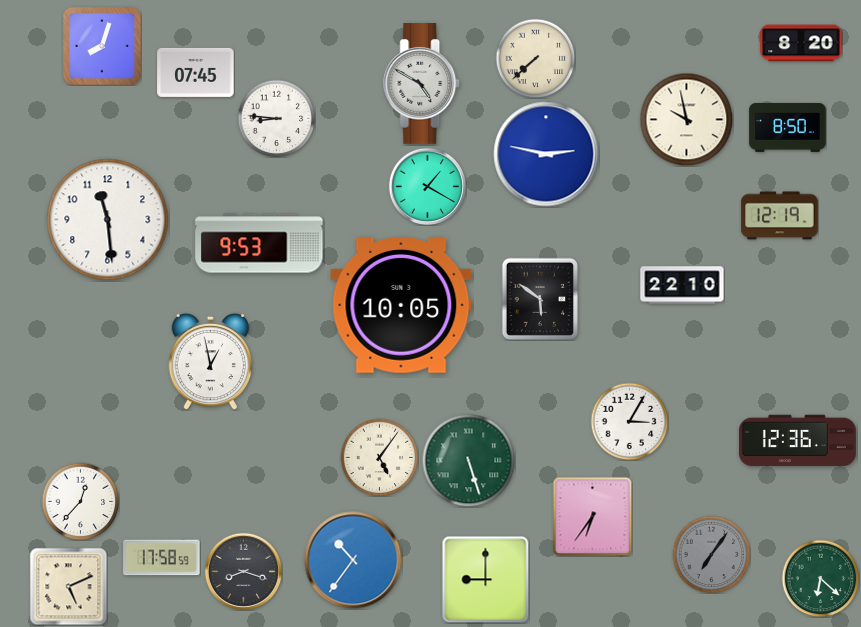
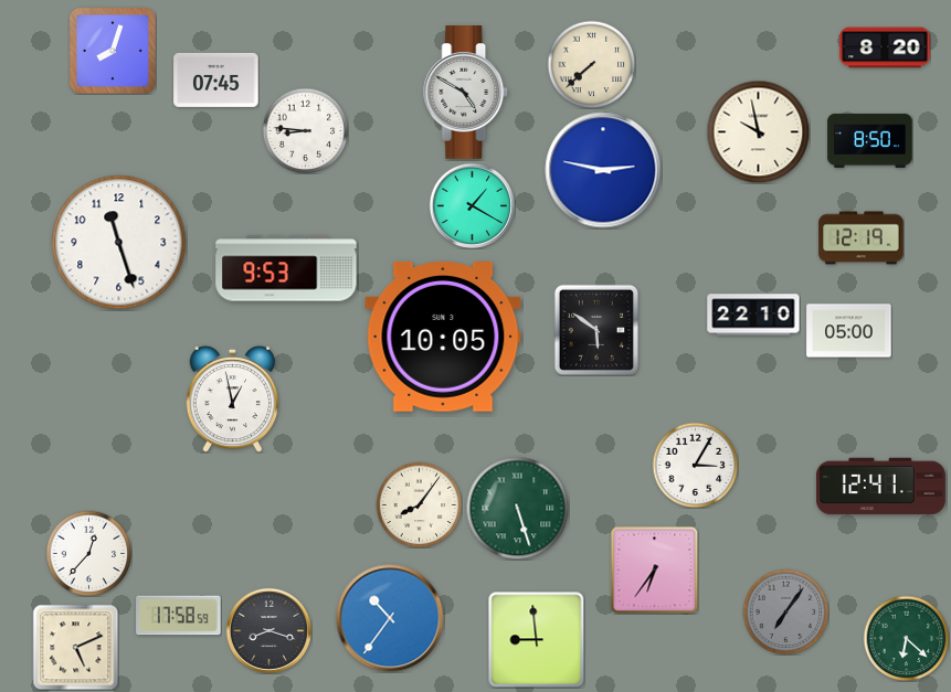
clock at (108, 220): 11:29 -> 11:27
clock at (849, 331): none -> 05:00
clock at (797, 441): 12:36 -> 12:41
clock at (379, 457): 5:06 -> 8:06
clock at (485, 579): 9:00 -> 8:59
